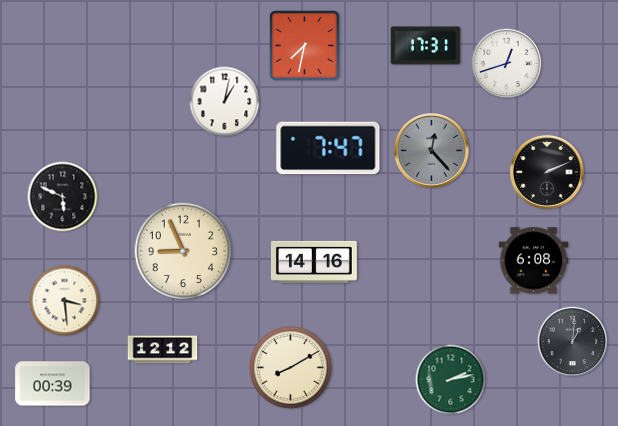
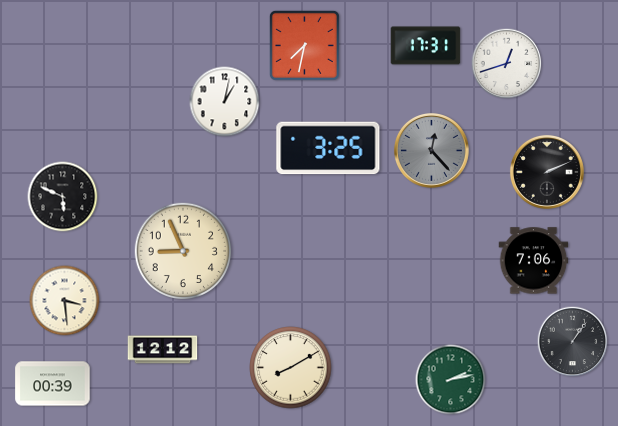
clock at (328, 148): 7:47 -> 3:25
clock at (534, 261): 6:08 -> 7:06
clock at (314, 262): 14:16 -> none
clock at (573, 342): 1:01 -> 1:06
